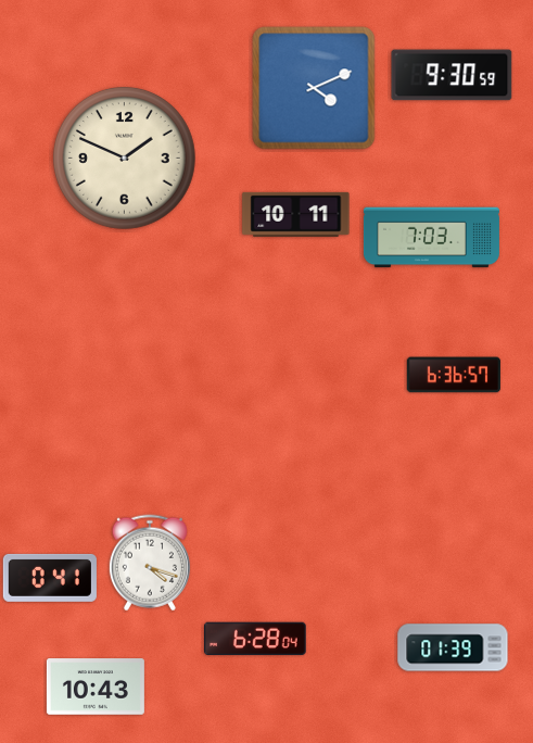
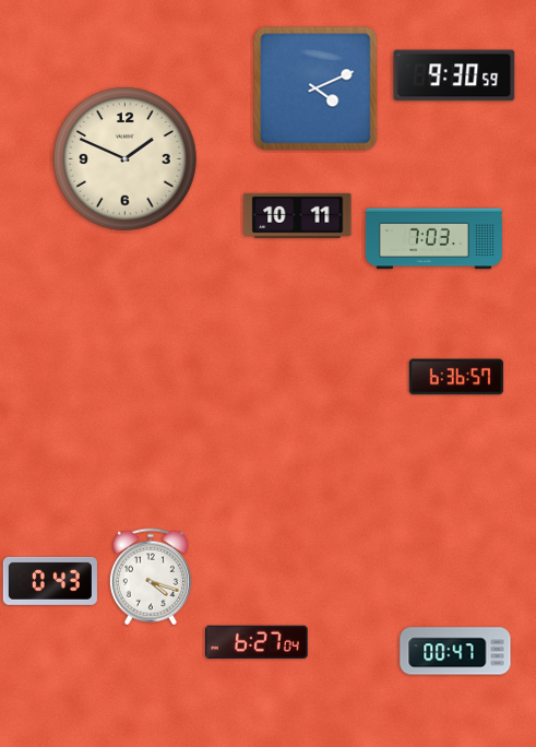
clock at (150, 563) position: (150, 563) -> (151, 577)
clock at (50, 578): 0:41 -> 0:43
clock at (256, 639): 6:28 -> 6:27
clock at (453, 647): 01:39 -> 00:47
clock at (96, 687): 10:43 -> none
